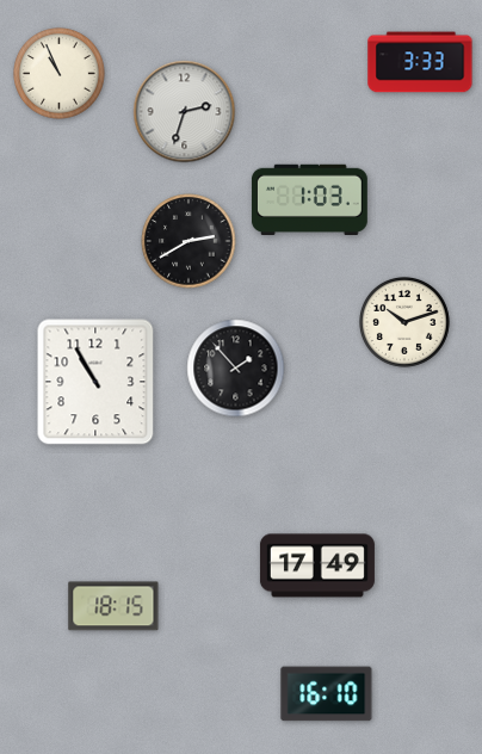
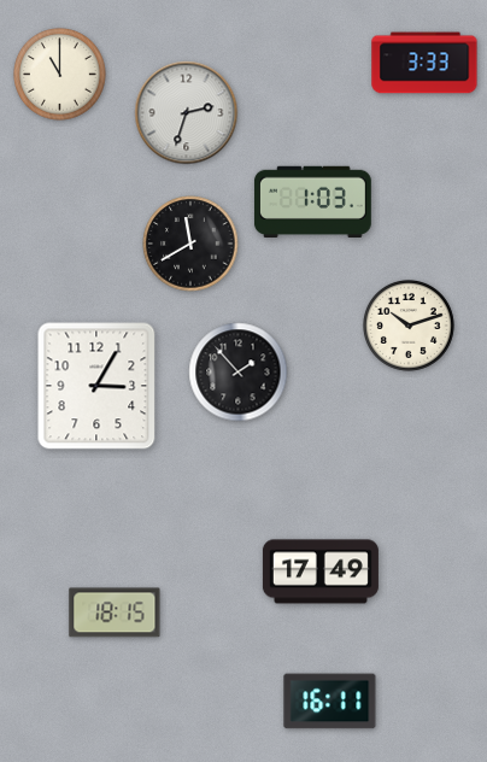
clock at (60, 74): 10:56 -> 11:00
clock at (189, 241): 2:40 -> 11:40
clock at (95, 382): 10:55 -> 3:05
clock at (327, 694): 16:10 -> 16:11
